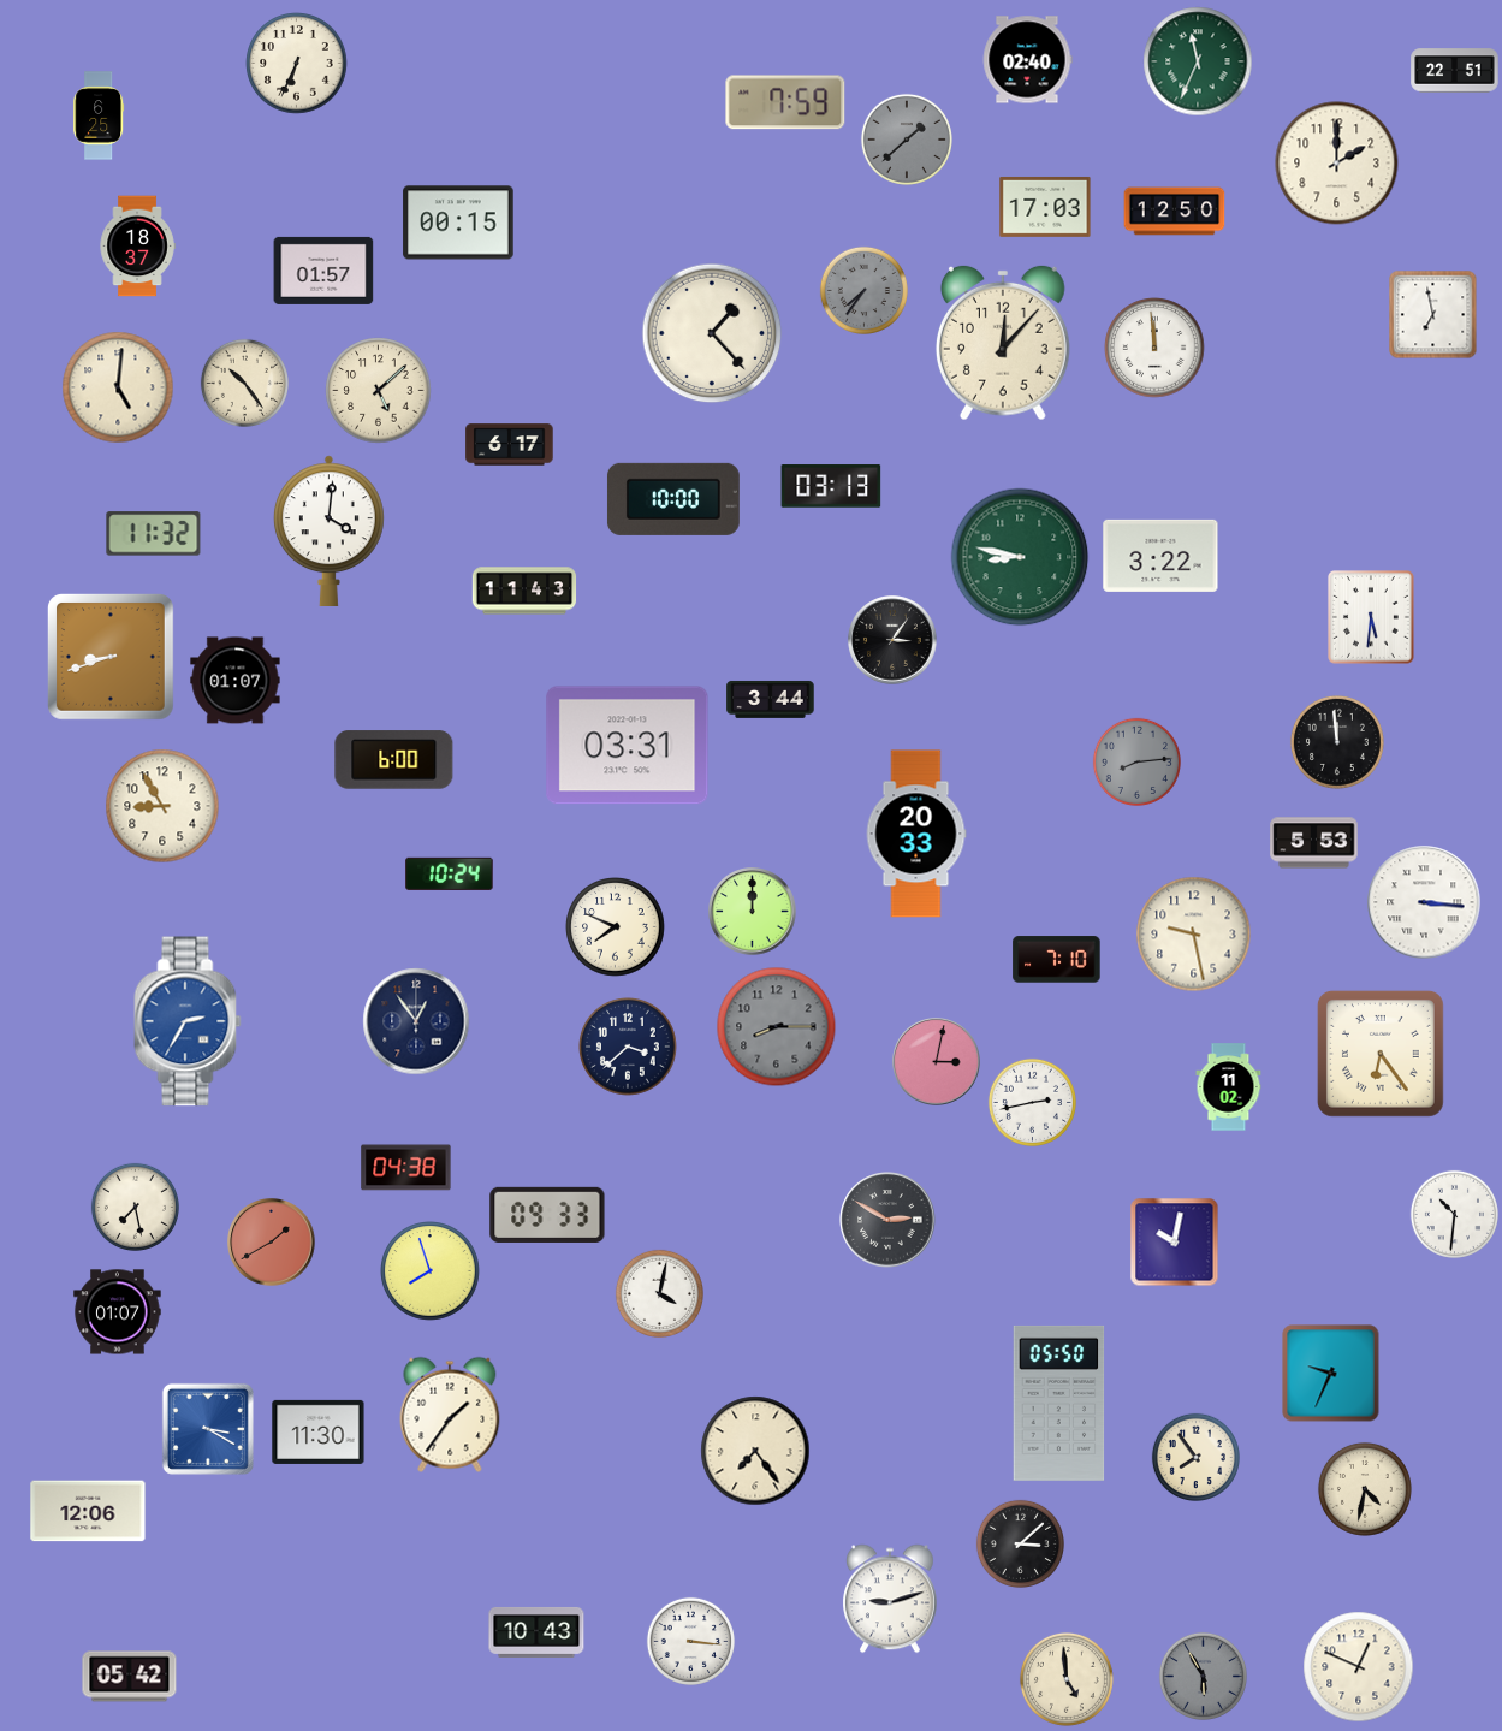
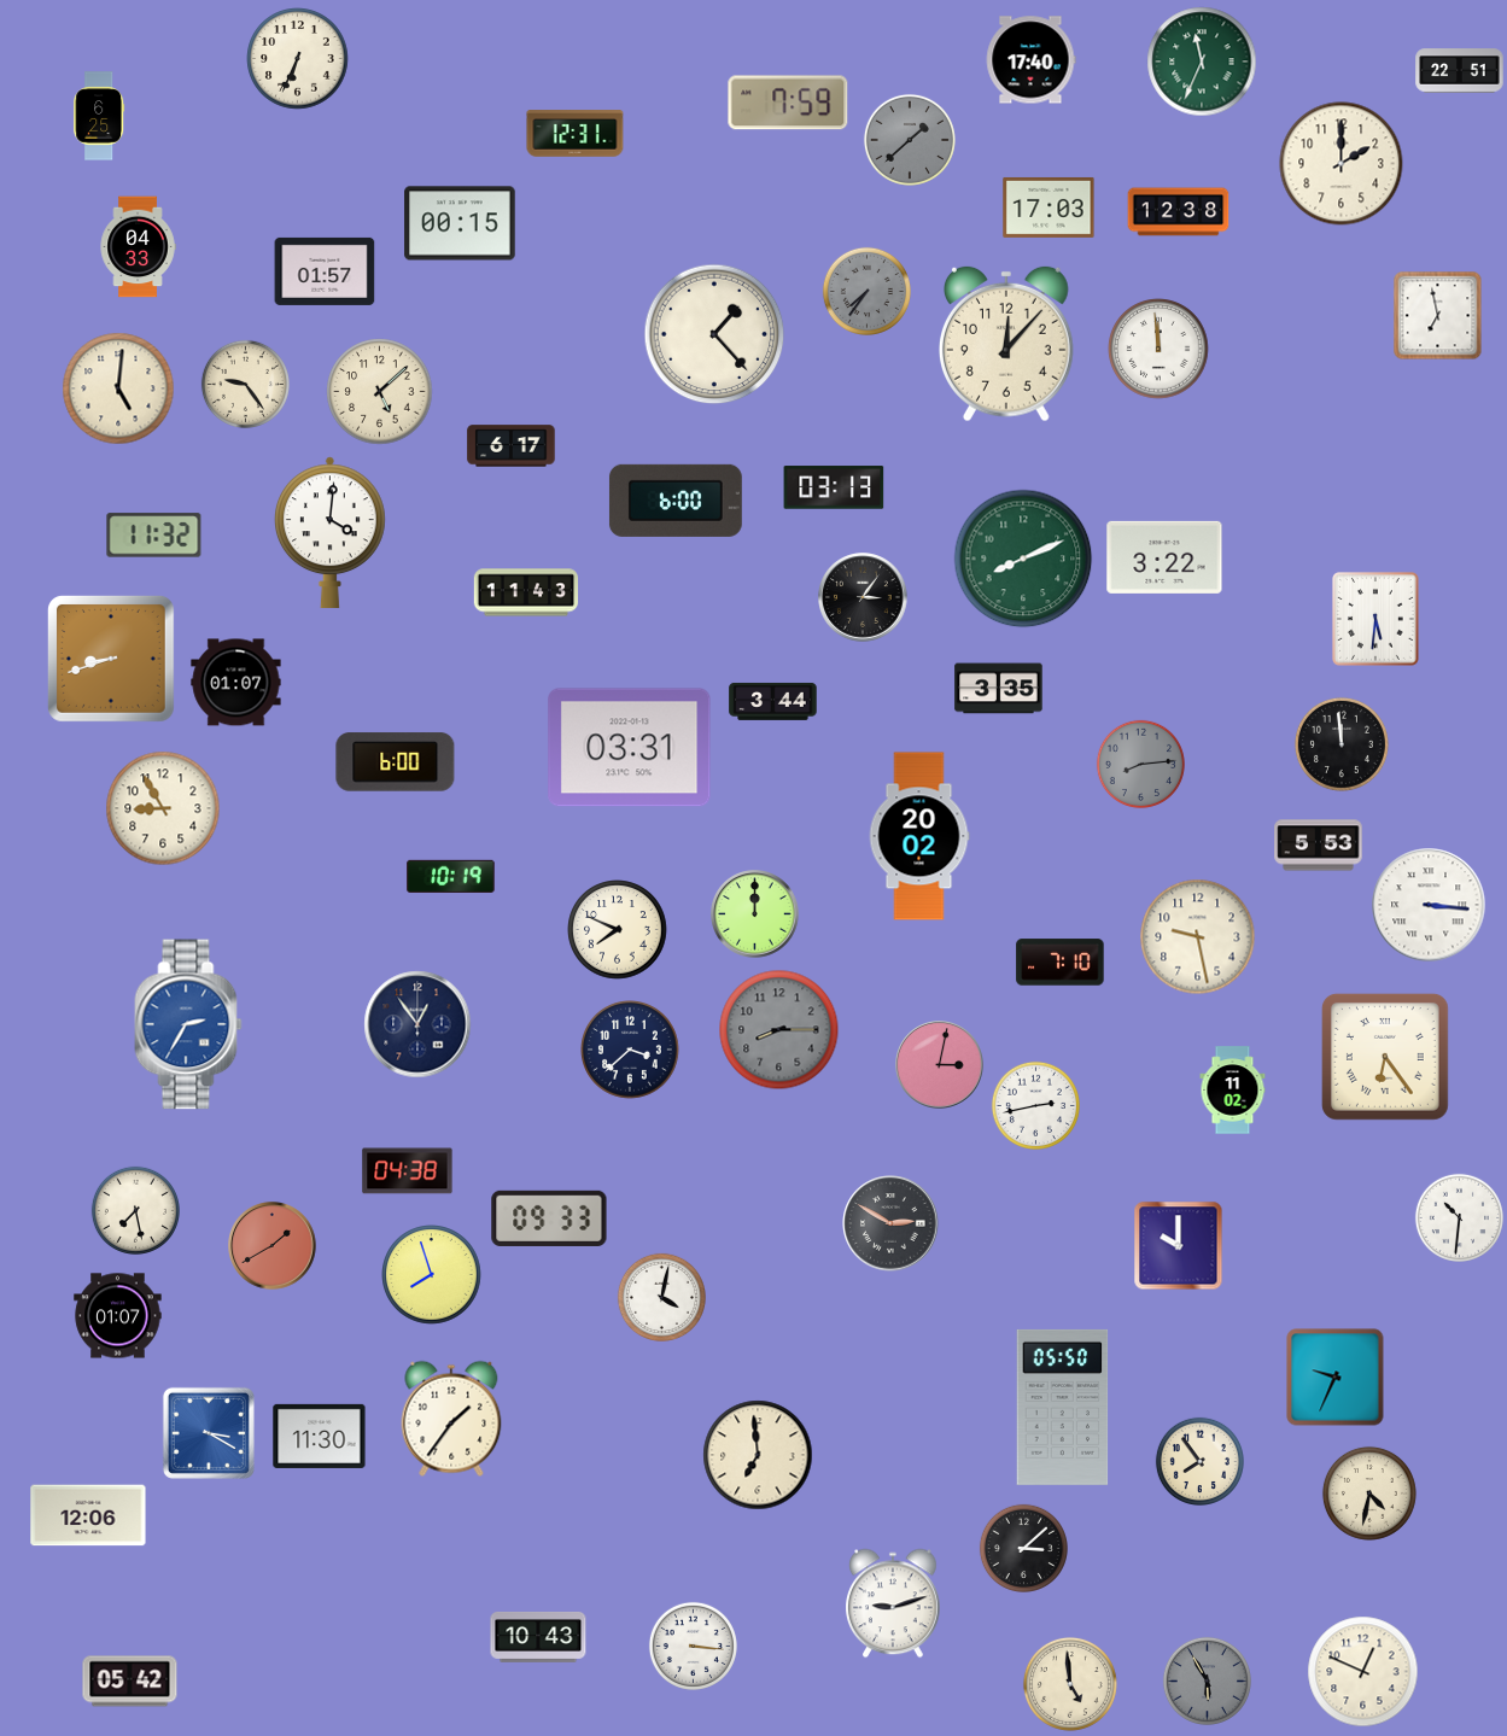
clock at (1027, 60): 02:40 -> 17:40
clock at (297, 64) position: (297, 64) -> (298, 59)
clock at (576, 134): none -> 12:31
clock at (1175, 212): 12:50 -> 12:38
clock at (137, 247): 18:37 -> 04:33
clock at (244, 383): 10:24 -> 9:24
clock at (673, 499): 10:00 -> 6:00
clock at (1020, 557): 8:47 -> 8:11
clock at (892, 640) position: (892, 640) -> (863, 597)
clock at (999, 689): none -> 3:35
clock at (916, 834): 20:33 -> 20:02
clock at (450, 873): 10:24 -> 10:19
clock at (1175, 1243): 10:02 -> 10:00
clock at (755, 1451): 7:24 -> 6:59
